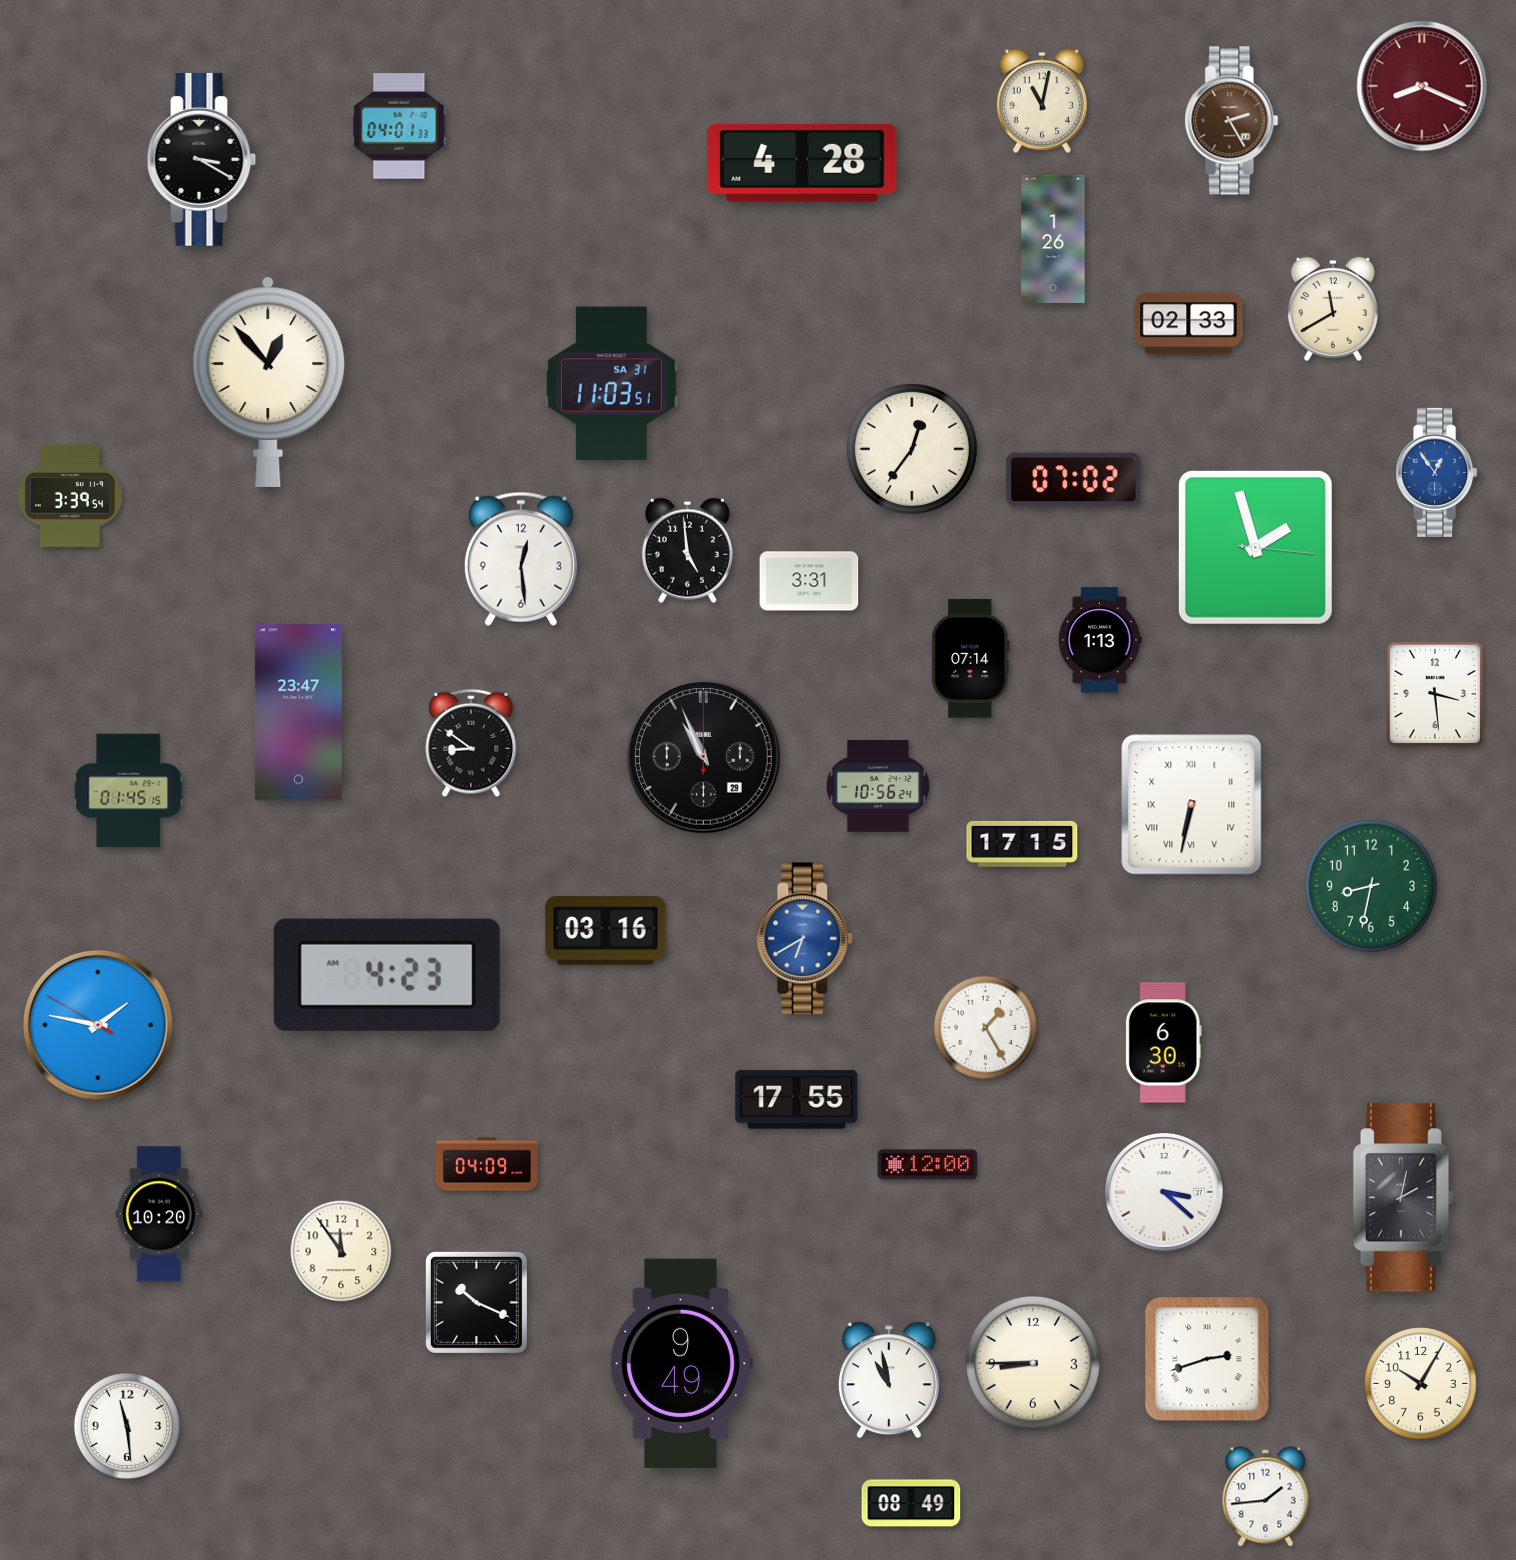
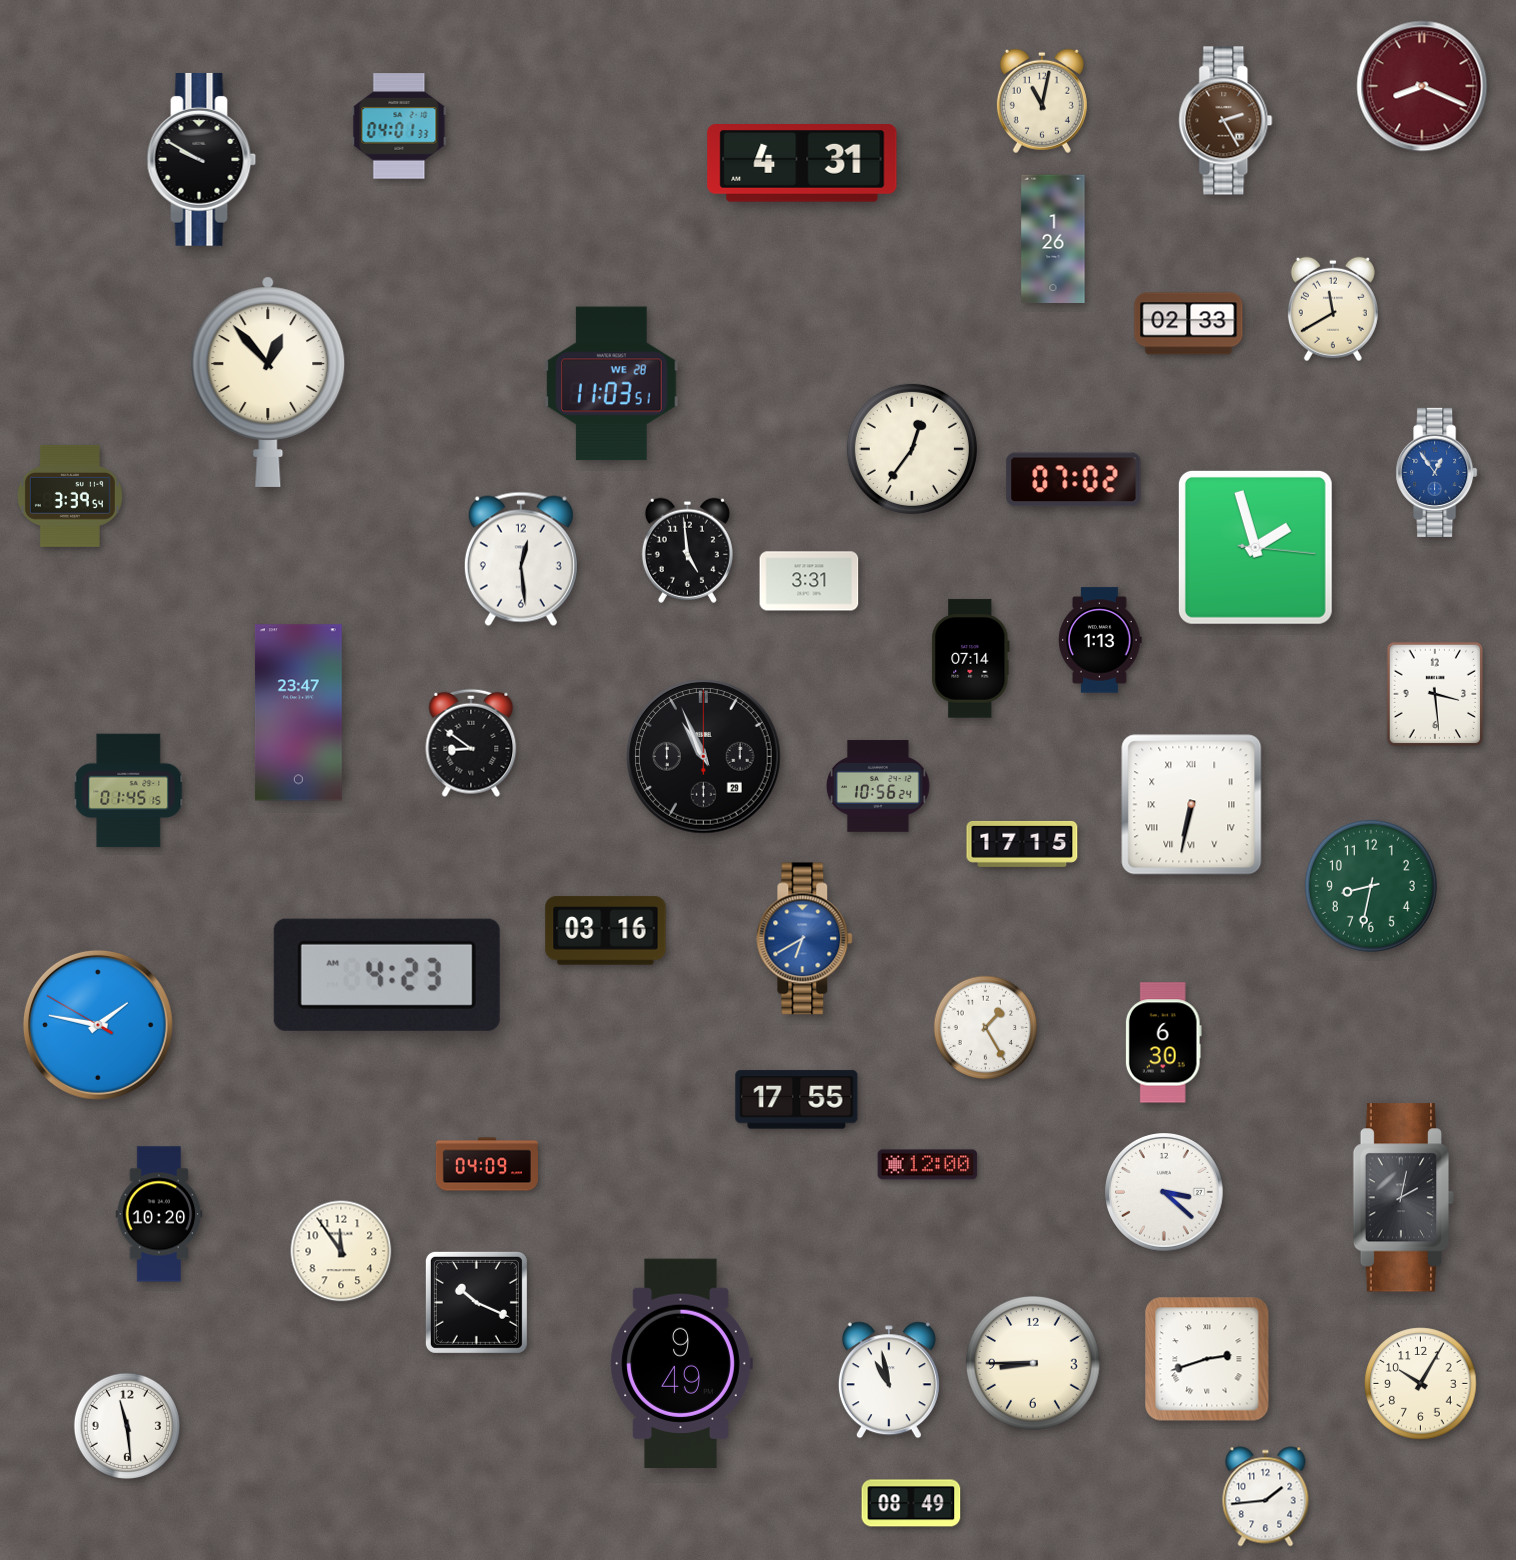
clock at (1232, 121) position: (1232, 121) -> (1226, 121)
clock at (202, 159): 3:20 -> 9:50
clock at (802, 164): 4:28 -> 4:31
clock at (612, 384) date: SA 31 -> WE 28
